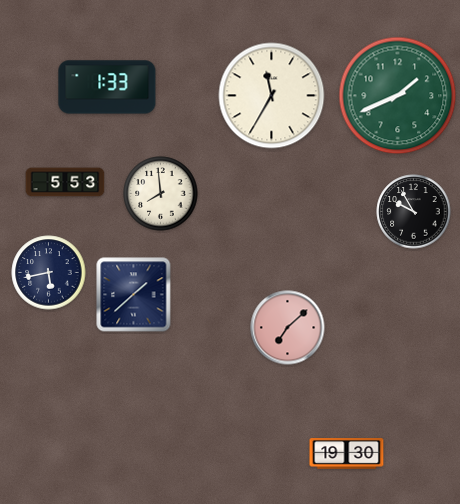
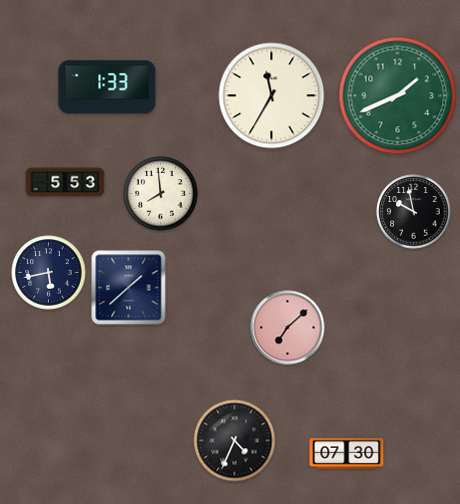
clock at (414, 212): 9:55 -> 9:58
clock at (134, 295) position: (134, 295) -> (129, 288)
clock at (235, 441): none -> 4:34
clock at (347, 454): 19:30 -> 07:30
